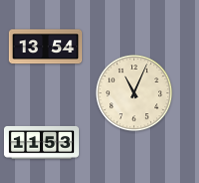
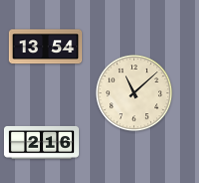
clock at (134, 93): 11:04 -> 11:08
clock at (41, 143): 11:53 -> 2:16
